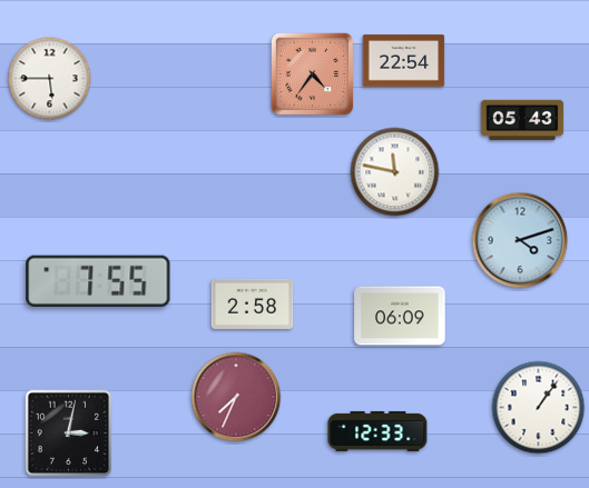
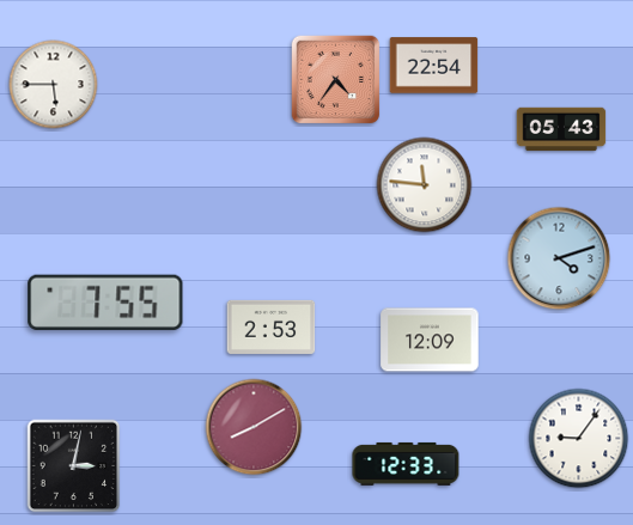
clock at (395, 172): 11:47 -> 11:46
clock at (253, 303): 2:58 -> 2:53
clock at (400, 316): 06:09 -> 12:09
clock at (236, 397): 7:34 -> 8:10
clock at (539, 408): 1:06 -> 9:06
